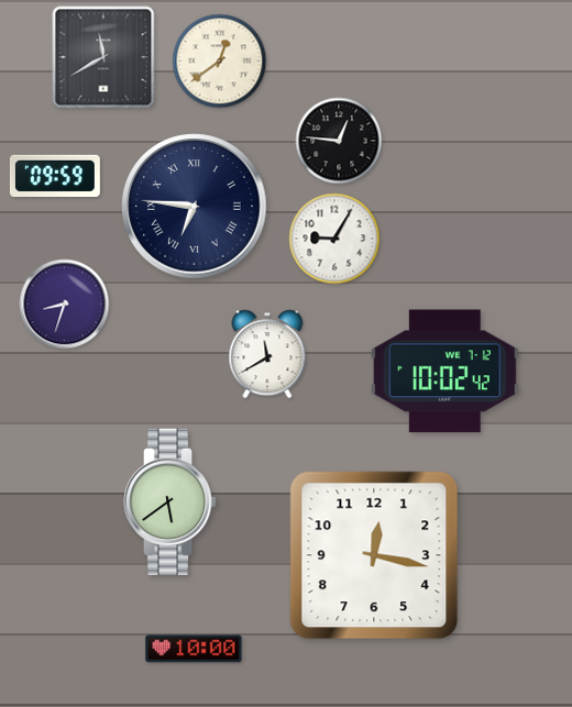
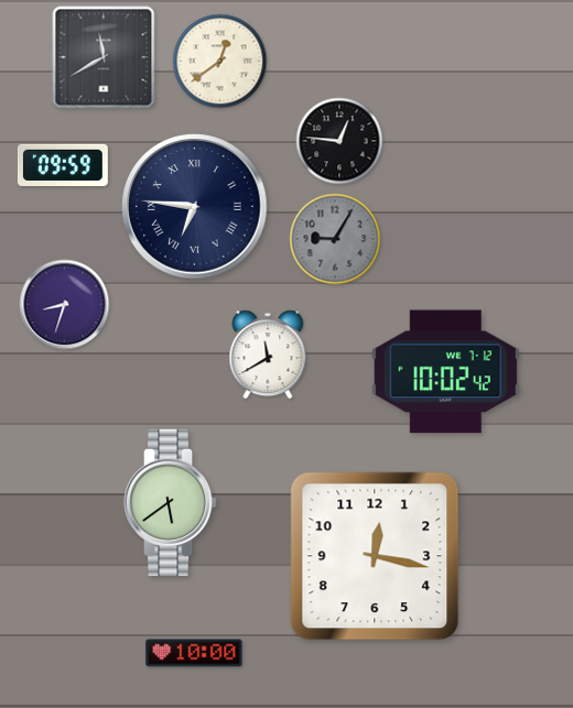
clock at (55, 175) position: (55, 175) -> (63, 164)
clock at (334, 239) dial: white -> grey
clock at (194, 649) position: (194, 649) -> (194, 653)
